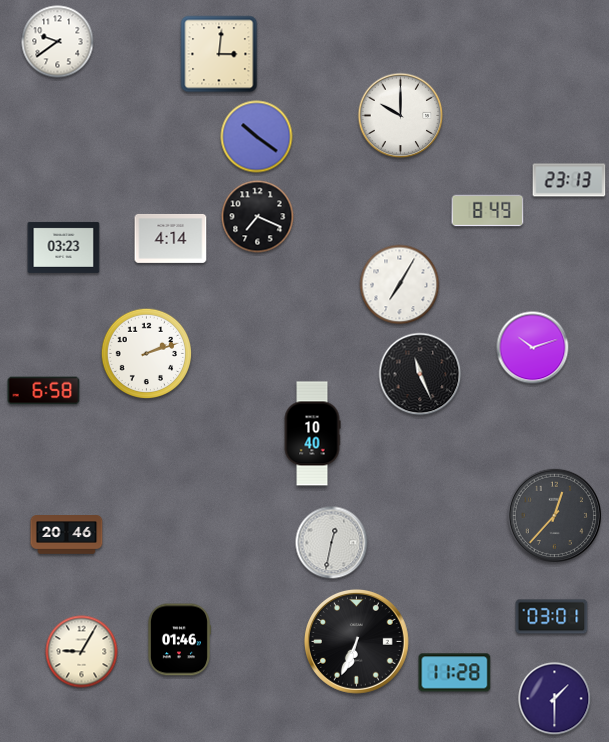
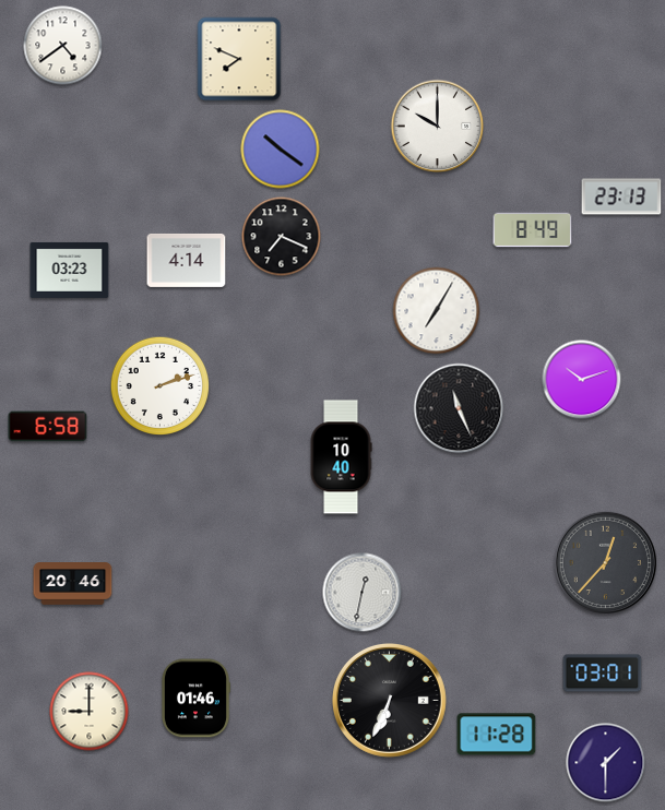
clock at (58, 42): 9:39 -> 4:39
clock at (219, 54): 3:01 -> 7:49
clock at (312, 434) position: (312, 434) -> (341, 457)
clock at (82, 652): 9:05 -> 9:00
